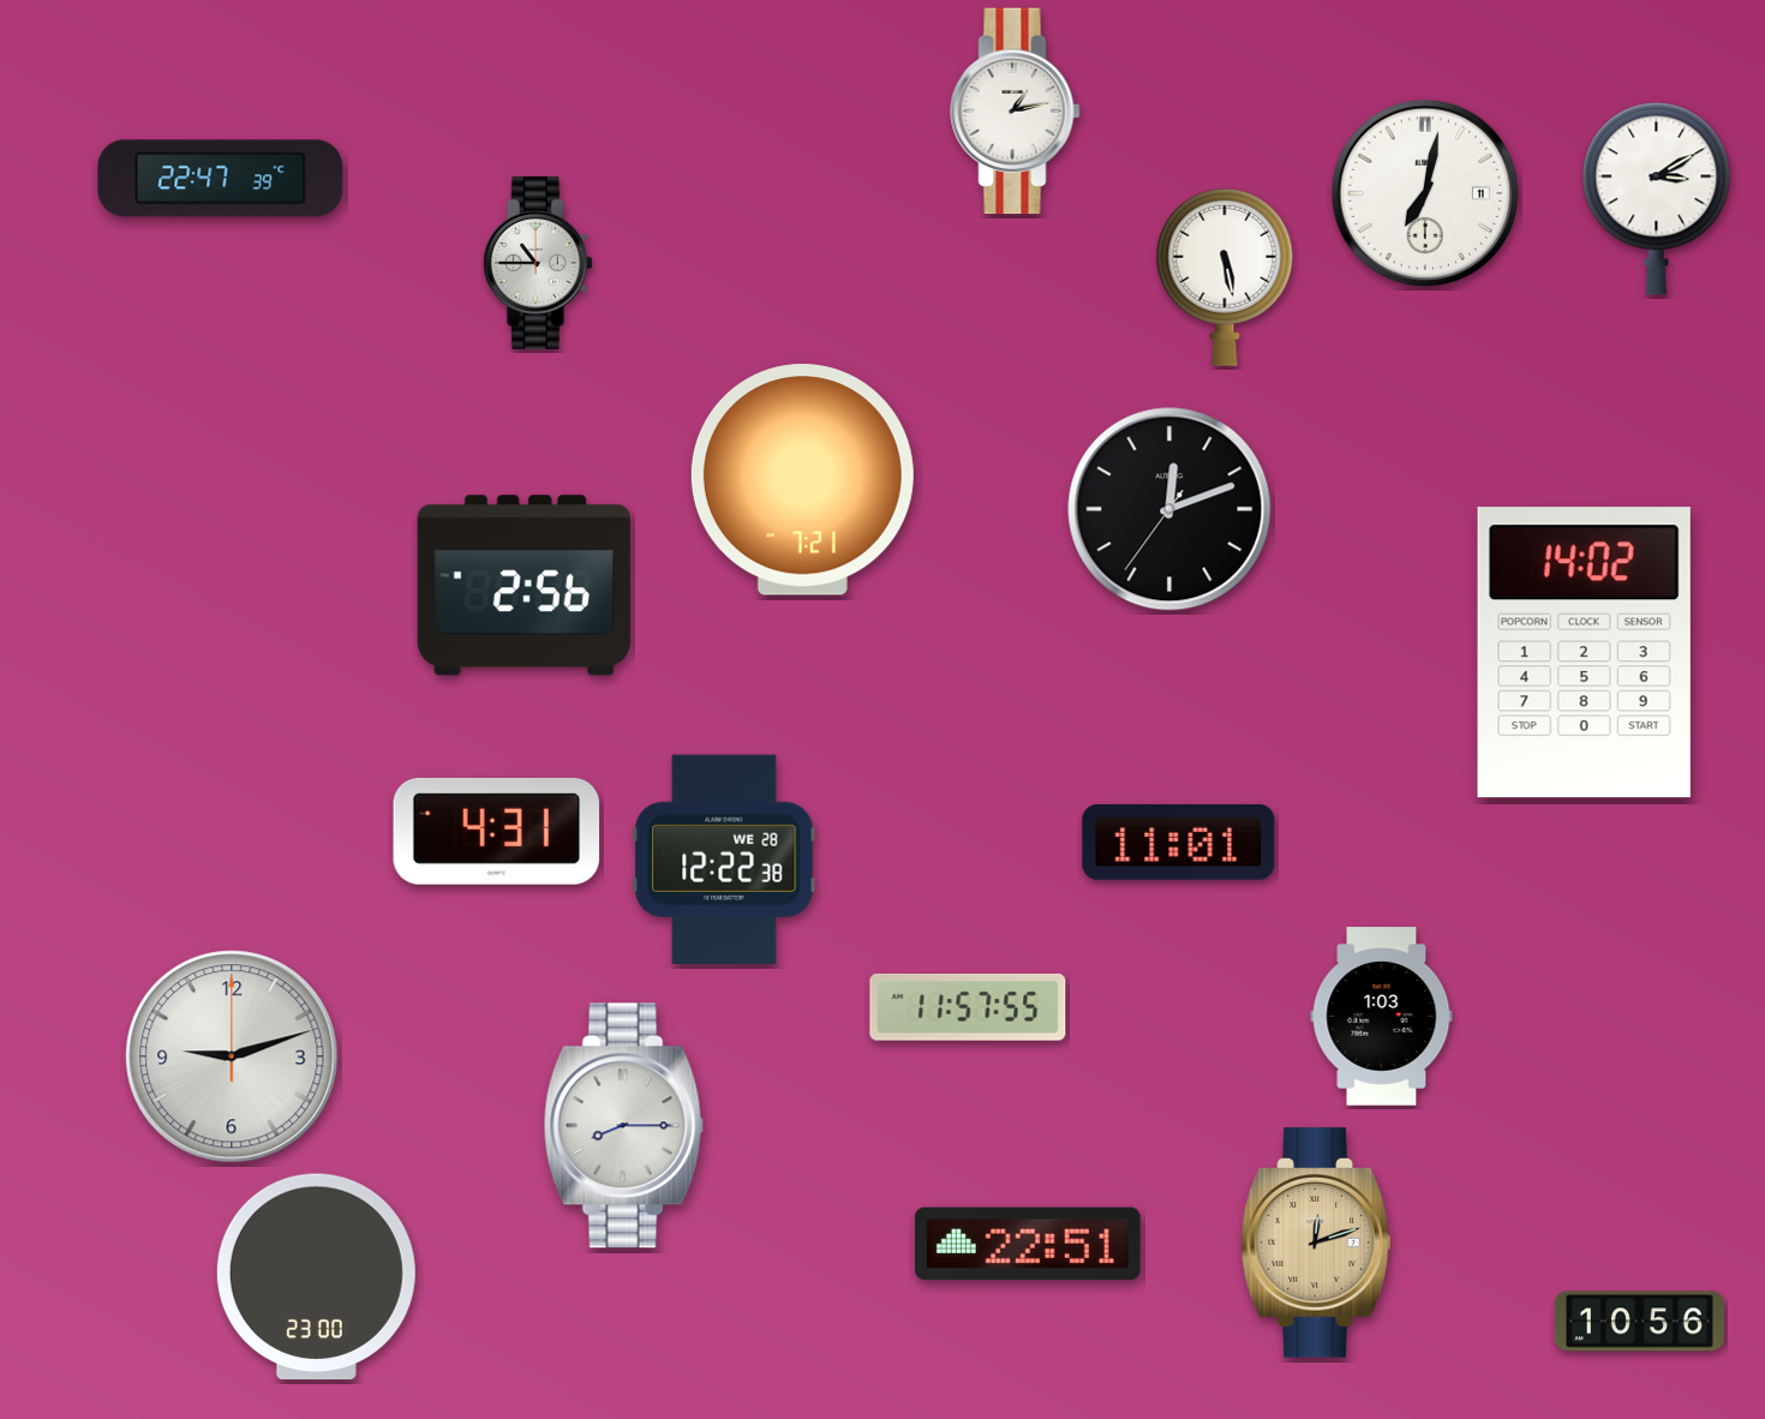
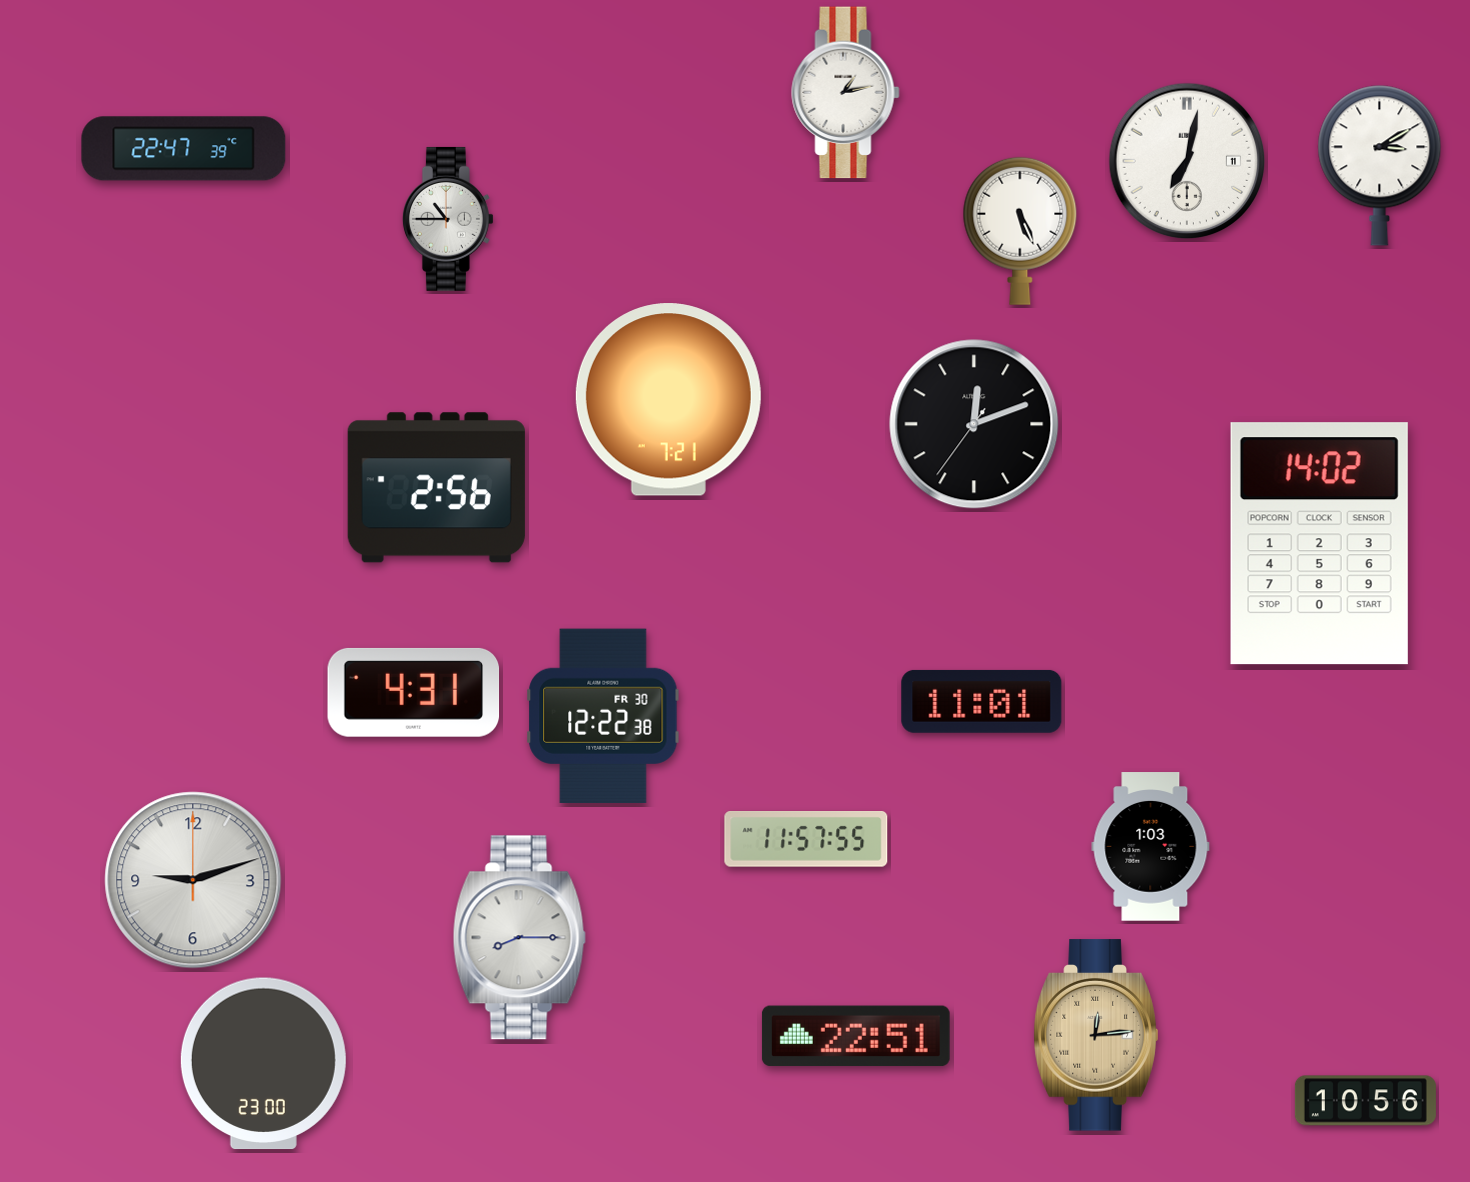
clock at (1225, 277): 5:28 -> 5:26
clock at (724, 858) date: WE 28 -> FR 30
clock at (1316, 1243): 12:12 -> 12:14
